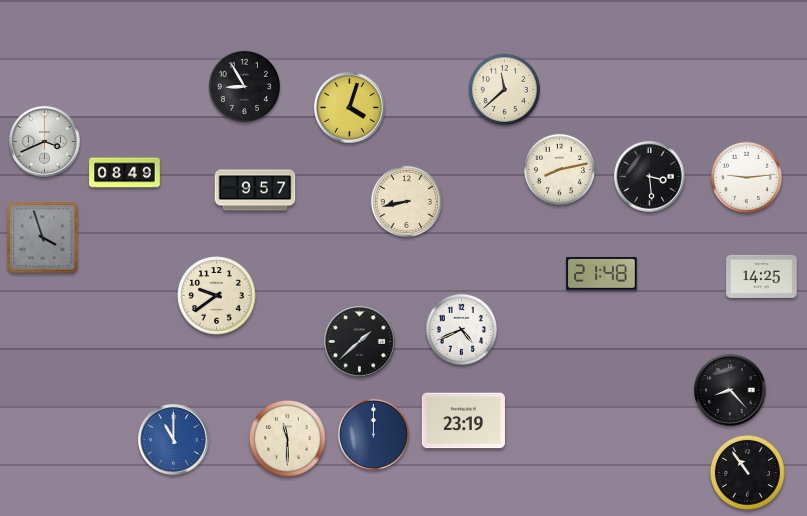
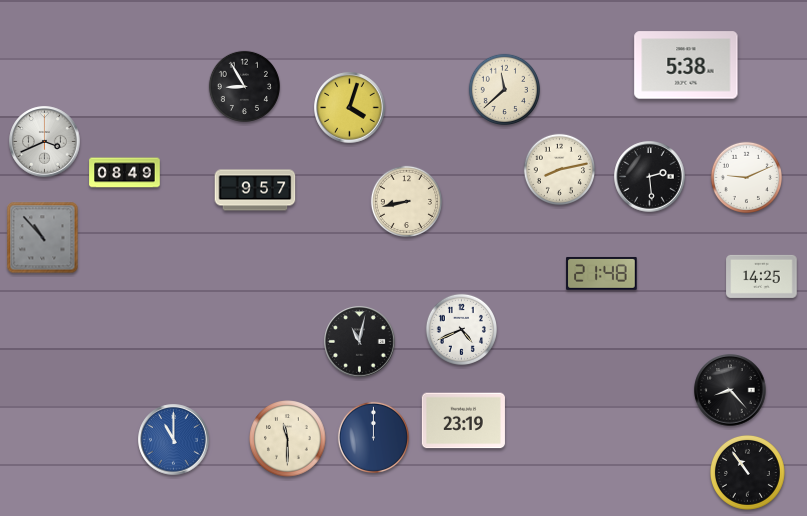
clock at (686, 65): none -> 5:38
clock at (650, 177): 3:29 -> 2:29
clock at (746, 177): 9:14 -> 9:11
clock at (43, 238): 3:57 -> 10:53
clock at (217, 296): 9:39 -> none
clock at (360, 342): 1:38 -> 11:02
clock at (373, 434) position: (373, 434) -> (373, 437)
